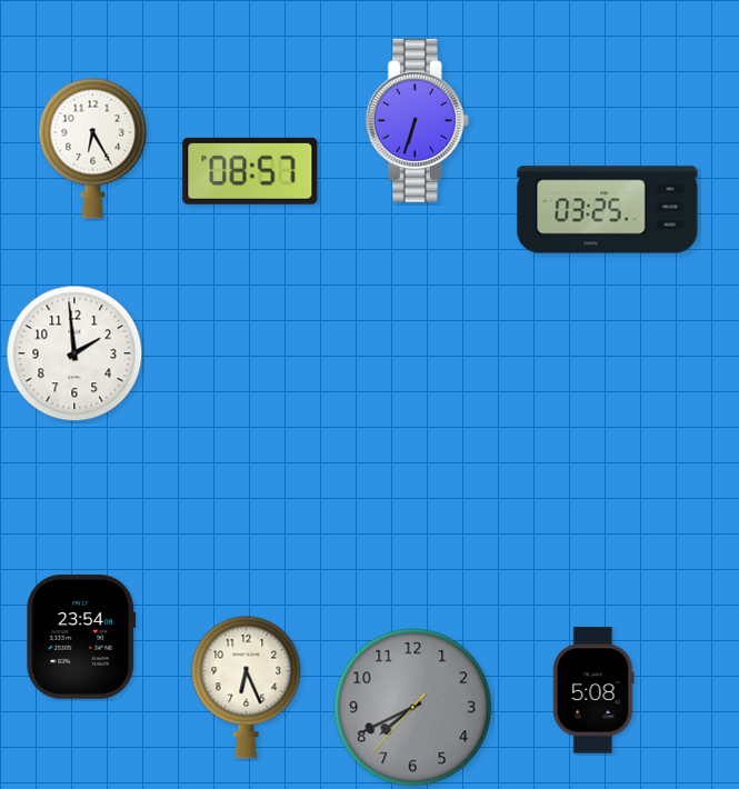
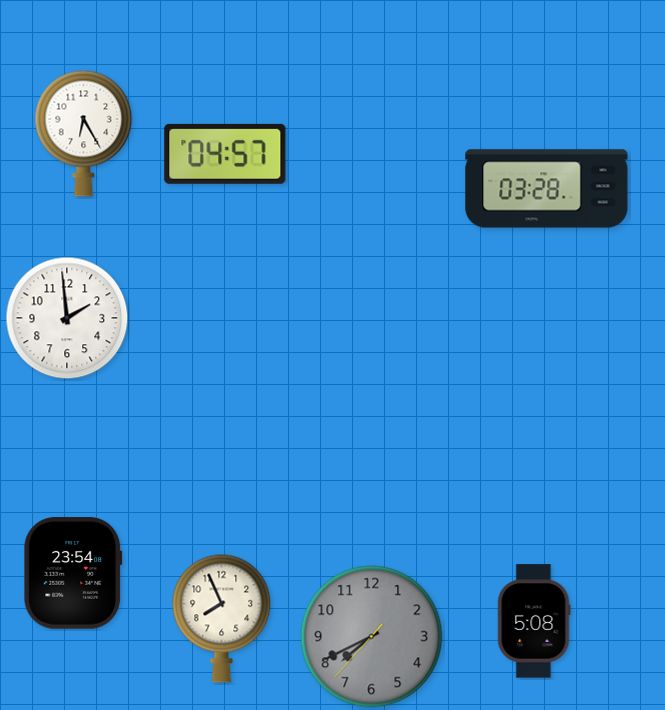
clock at (417, 120): 6:33 -> none
clock at (250, 171): 08:57 -> 04:57
clock at (608, 210): 03:25 -> 03:28
clock at (247, 687): 6:26 -> 7:56
